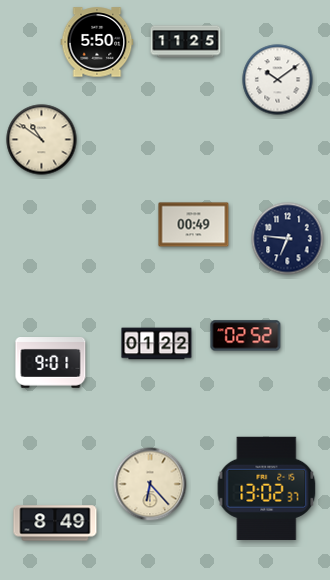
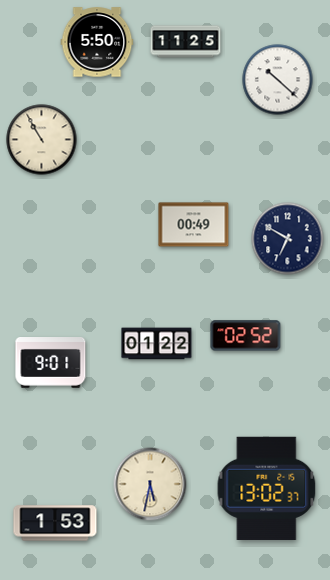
clock at (278, 80): 10:09 -> 10:22
clock at (42, 140): 10:51 -> 10:55
clock at (288, 239): 6:46 -> 6:50
clock at (150, 484): 6:23 -> 5:32
clock at (55, 523): 8:49 -> 1:53
